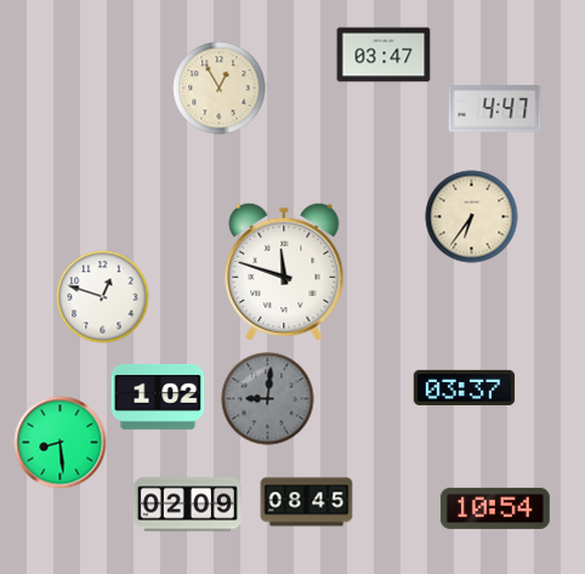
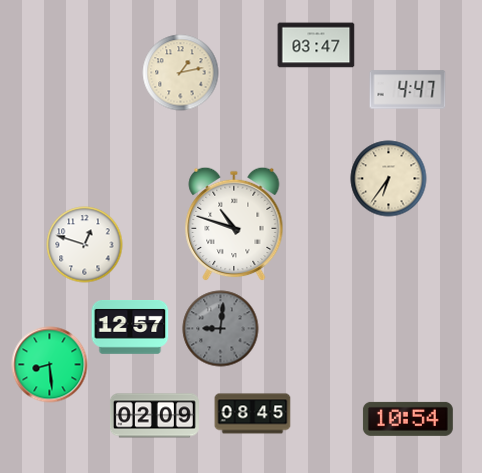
clock at (220, 89): 12:55 -> 1:13
clock at (284, 272): 11:48 -> 10:48
clock at (465, 387): 03:37 -> none
clock at (158, 398): 1:02 -> 12:57
